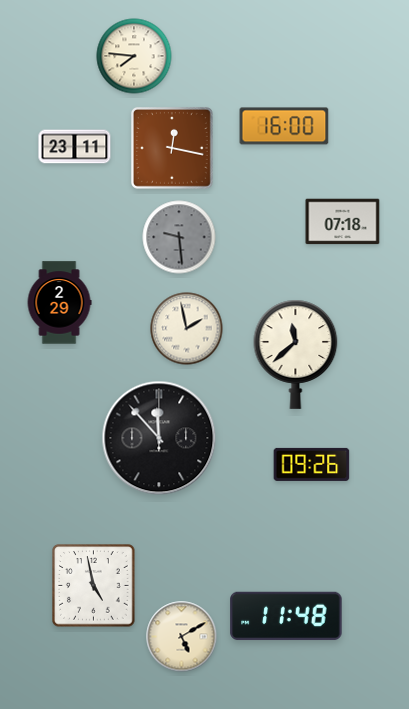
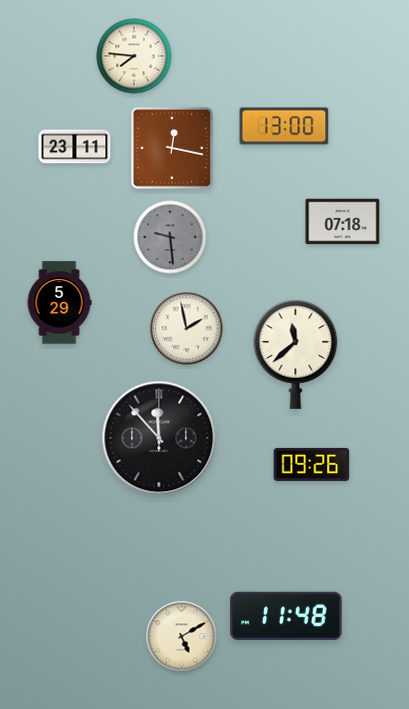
clock at (284, 126): 16:00 -> 13:00
clock at (179, 237) position: (179, 237) -> (170, 237)
clock at (59, 303): 2:29 -> 5:29
clock at (94, 586): 4:58 -> none
